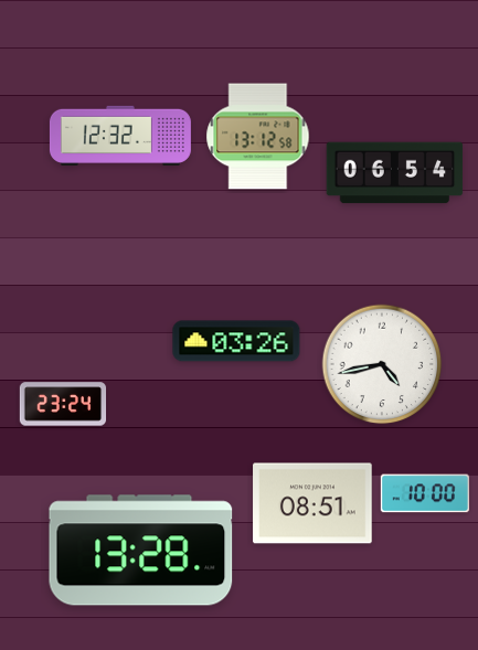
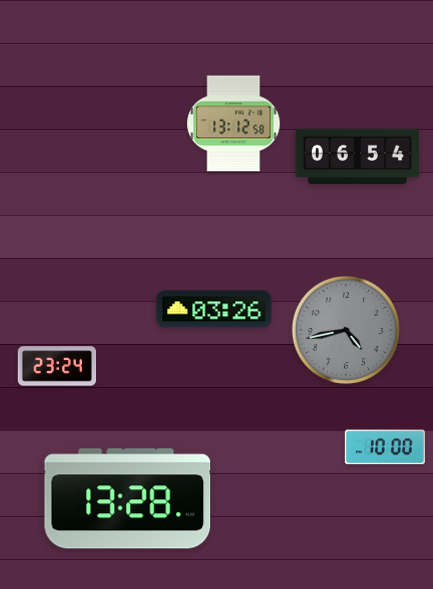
clock at (120, 135): 12:32 -> none
clock at (382, 364) dial: white -> grey
clock at (312, 503): 08:51 -> none
